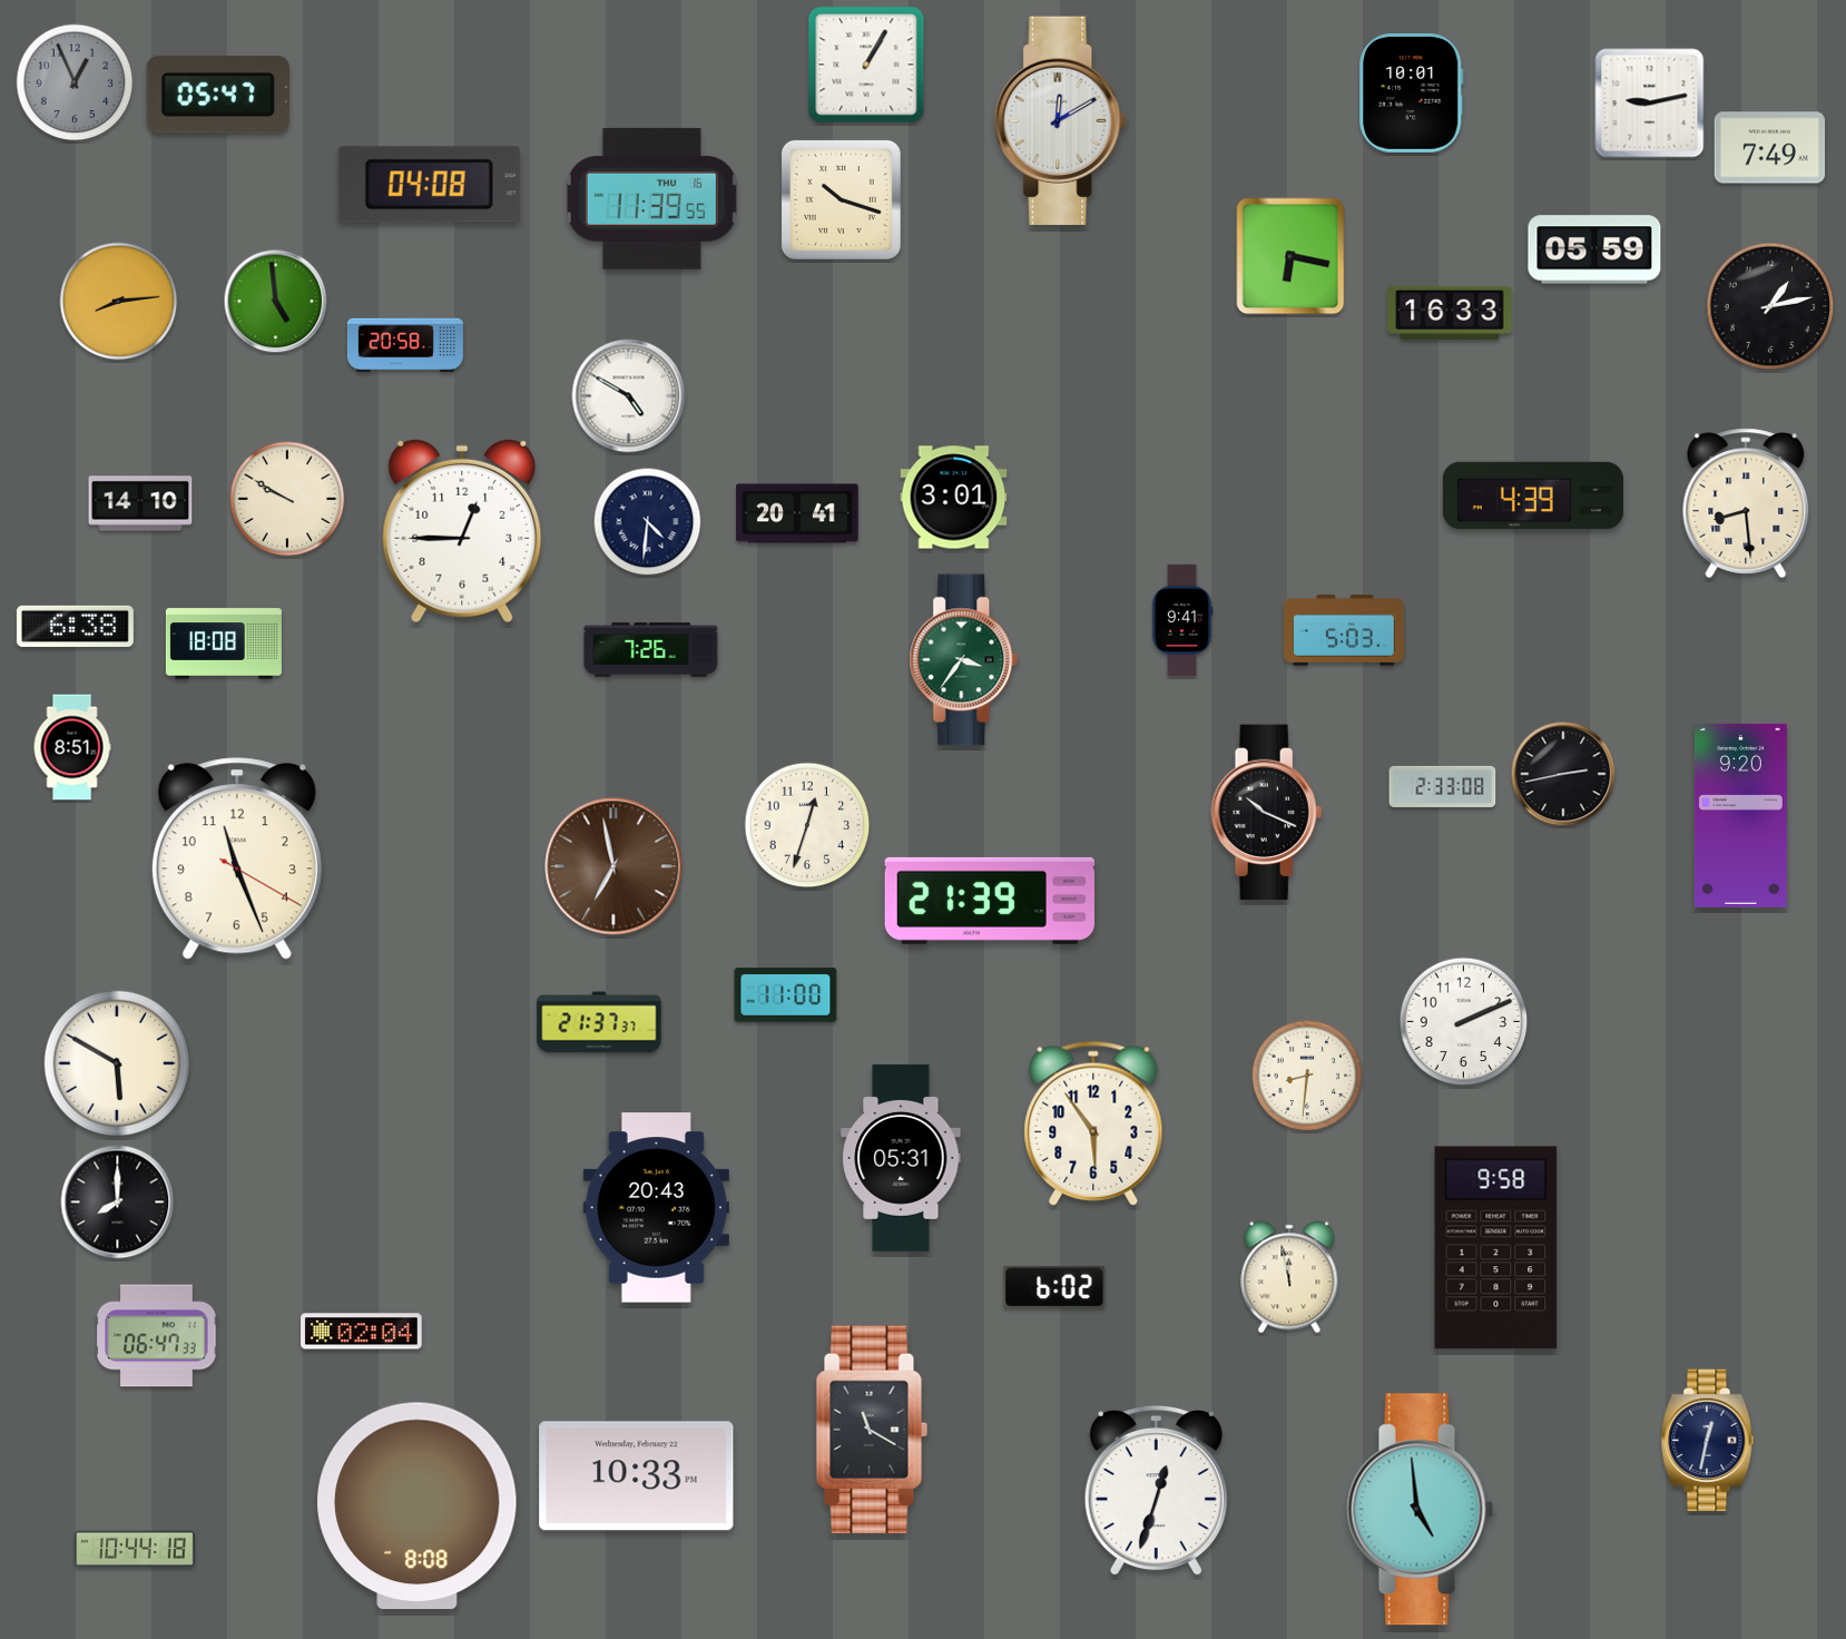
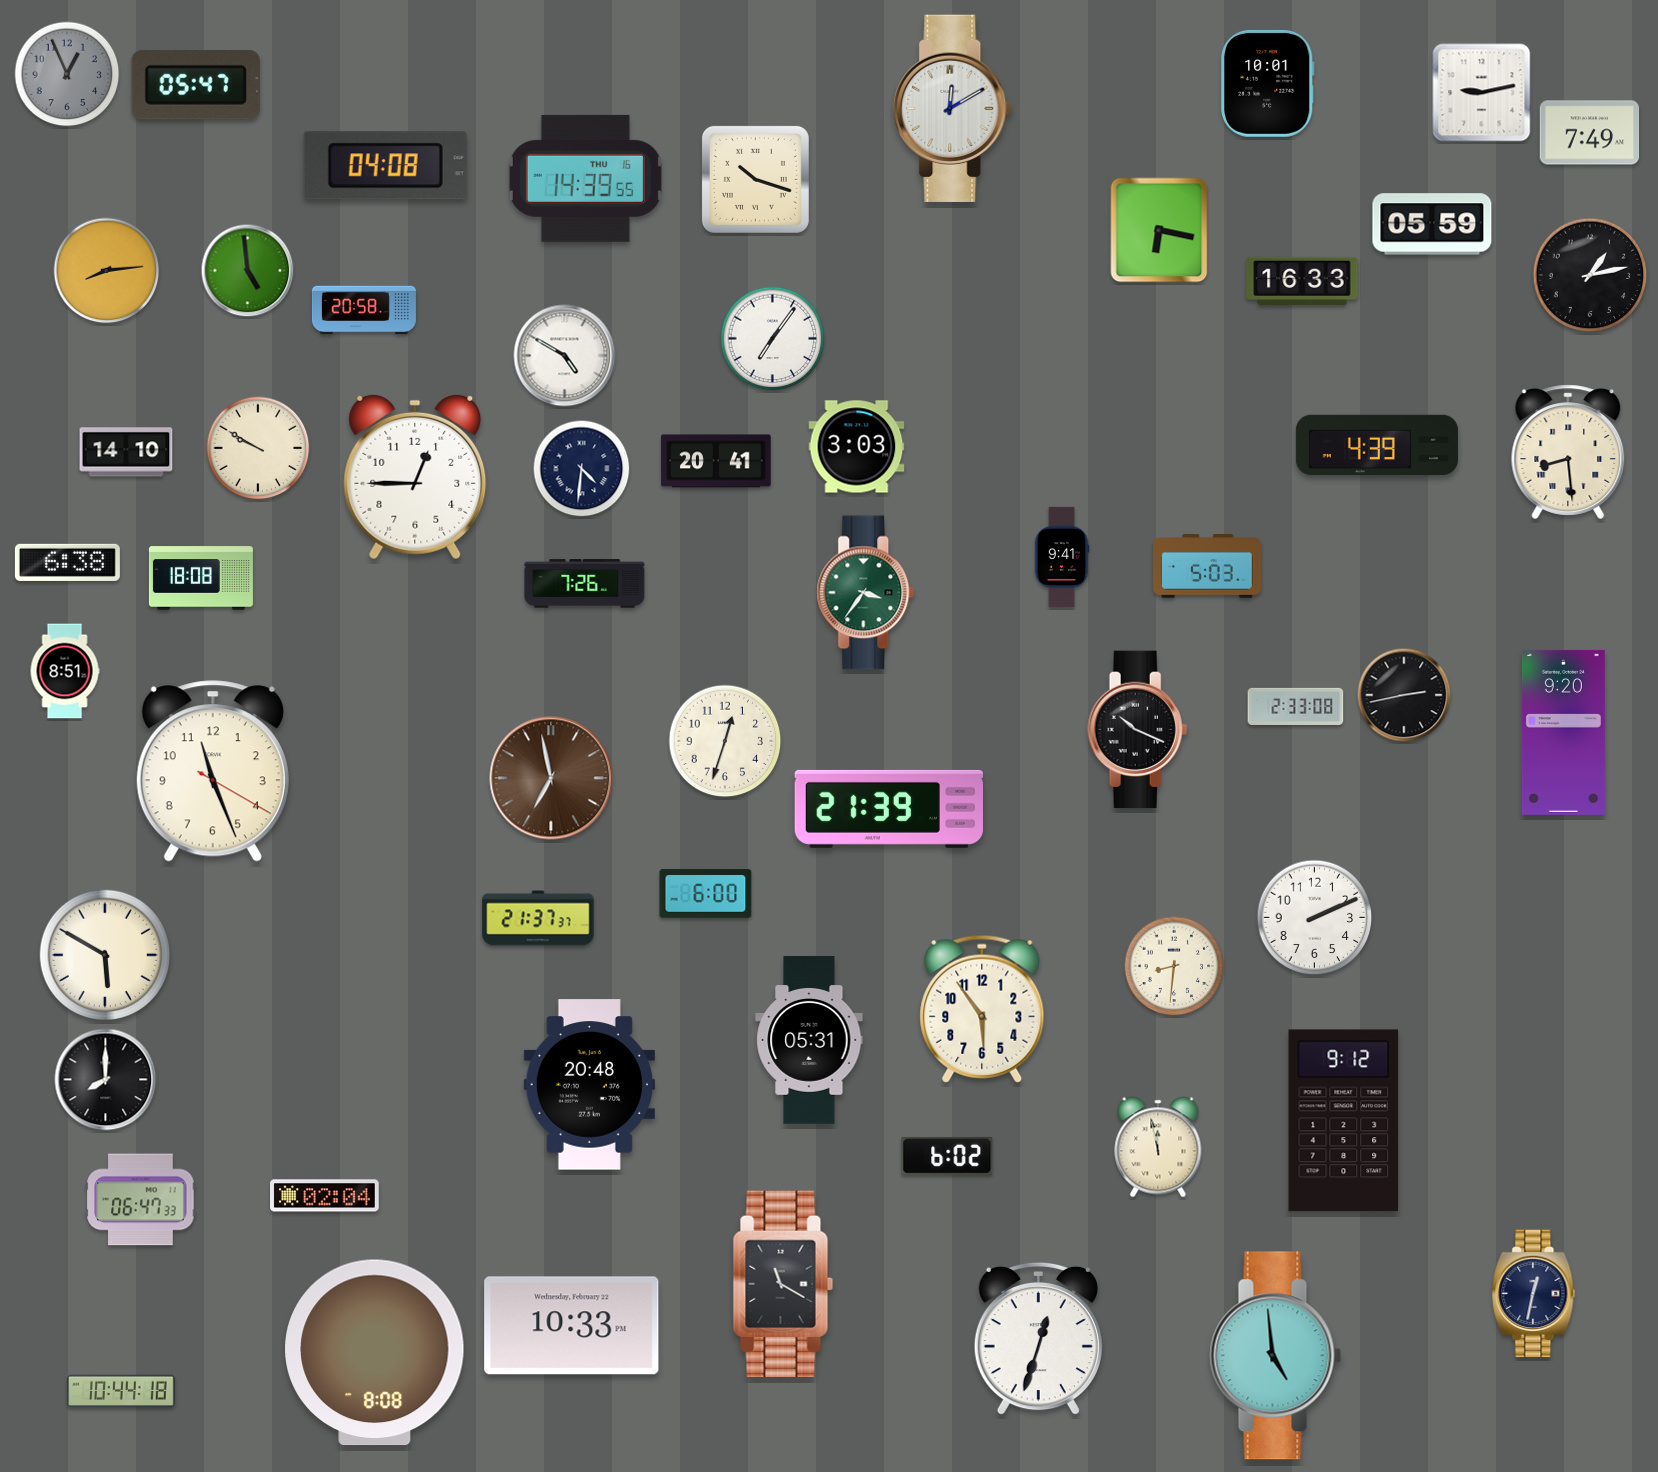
clock at (866, 65): 1:05 -> none
clock at (651, 198): 11:39 -> 14:39
clock at (773, 339): none -> 7:06
clock at (954, 498): 3:01 -> 3:03
clock at (786, 995): 11:00 -> 6:00
clock at (656, 1208): 20:43 -> 20:48
clock at (1496, 1248): 9:58 -> 9:12
